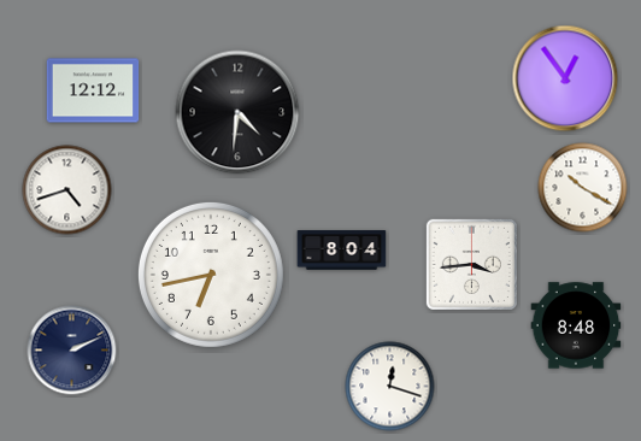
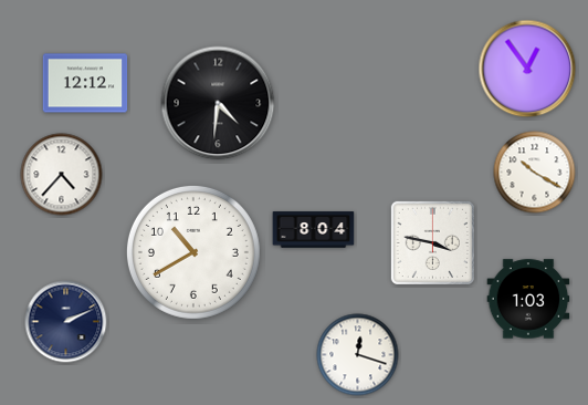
clock at (565, 78) position: (565, 78) -> (527, 69)
clock at (67, 190): 4:42 -> 4:37
clock at (471, 264): 3:44 -> 3:47
clock at (211, 275): 6:43 -> 10:40
clock at (576, 325): 8:48 -> 1:03
